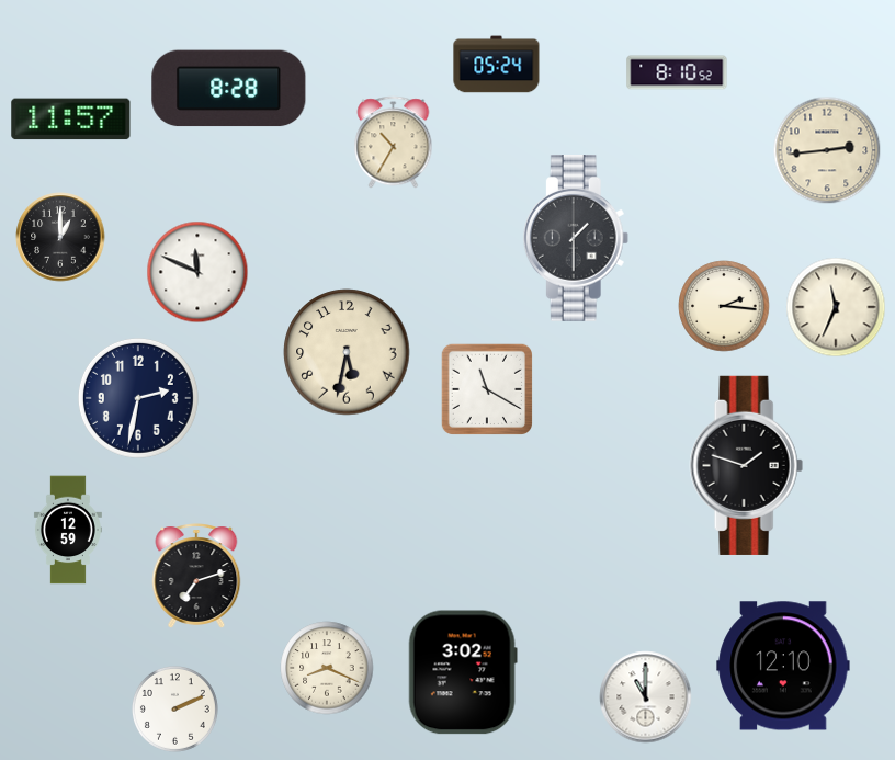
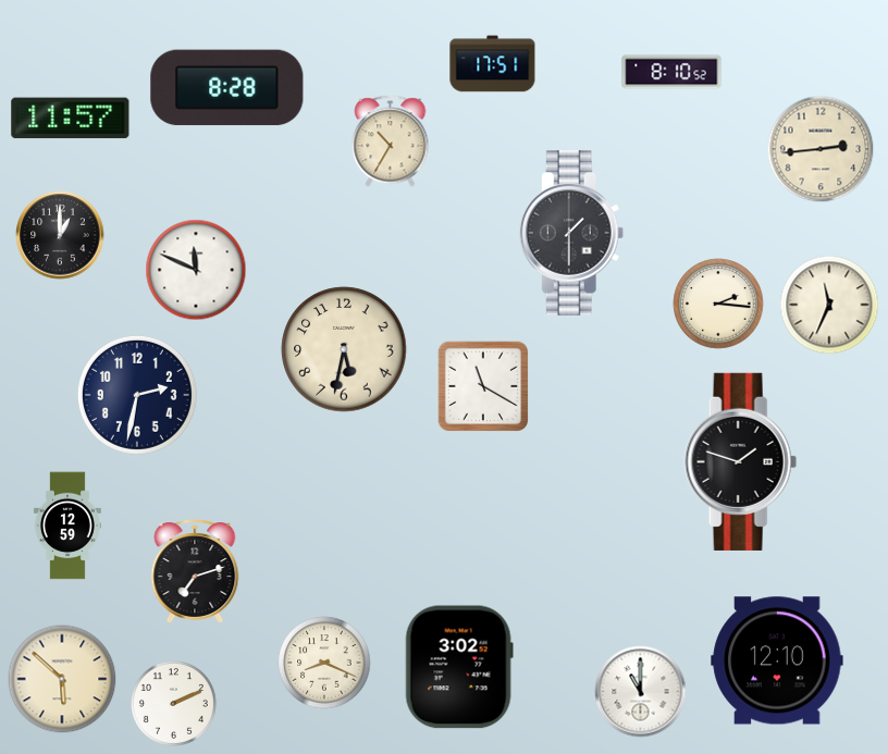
clock at (497, 65): 05:24 -> 17:51
clock at (576, 238) position: (576, 238) -> (571, 233)
clock at (62, 679): none -> 5:52
